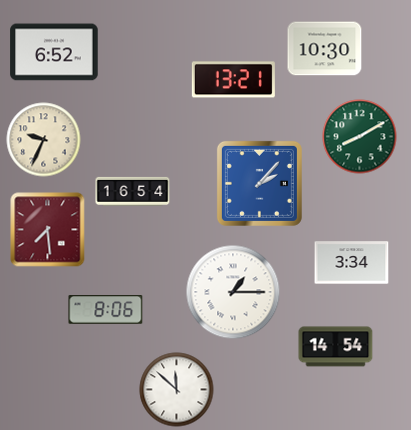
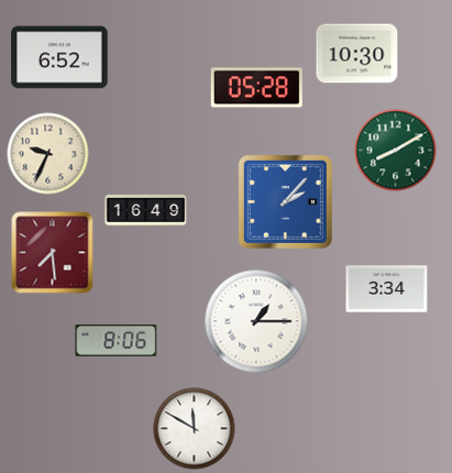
clock at (233, 80): 13:21 -> 05:28
clock at (133, 191): 16:54 -> 16:49
clock at (336, 347): 14:54 -> none
clock at (177, 390): 11:52 -> 11:50
